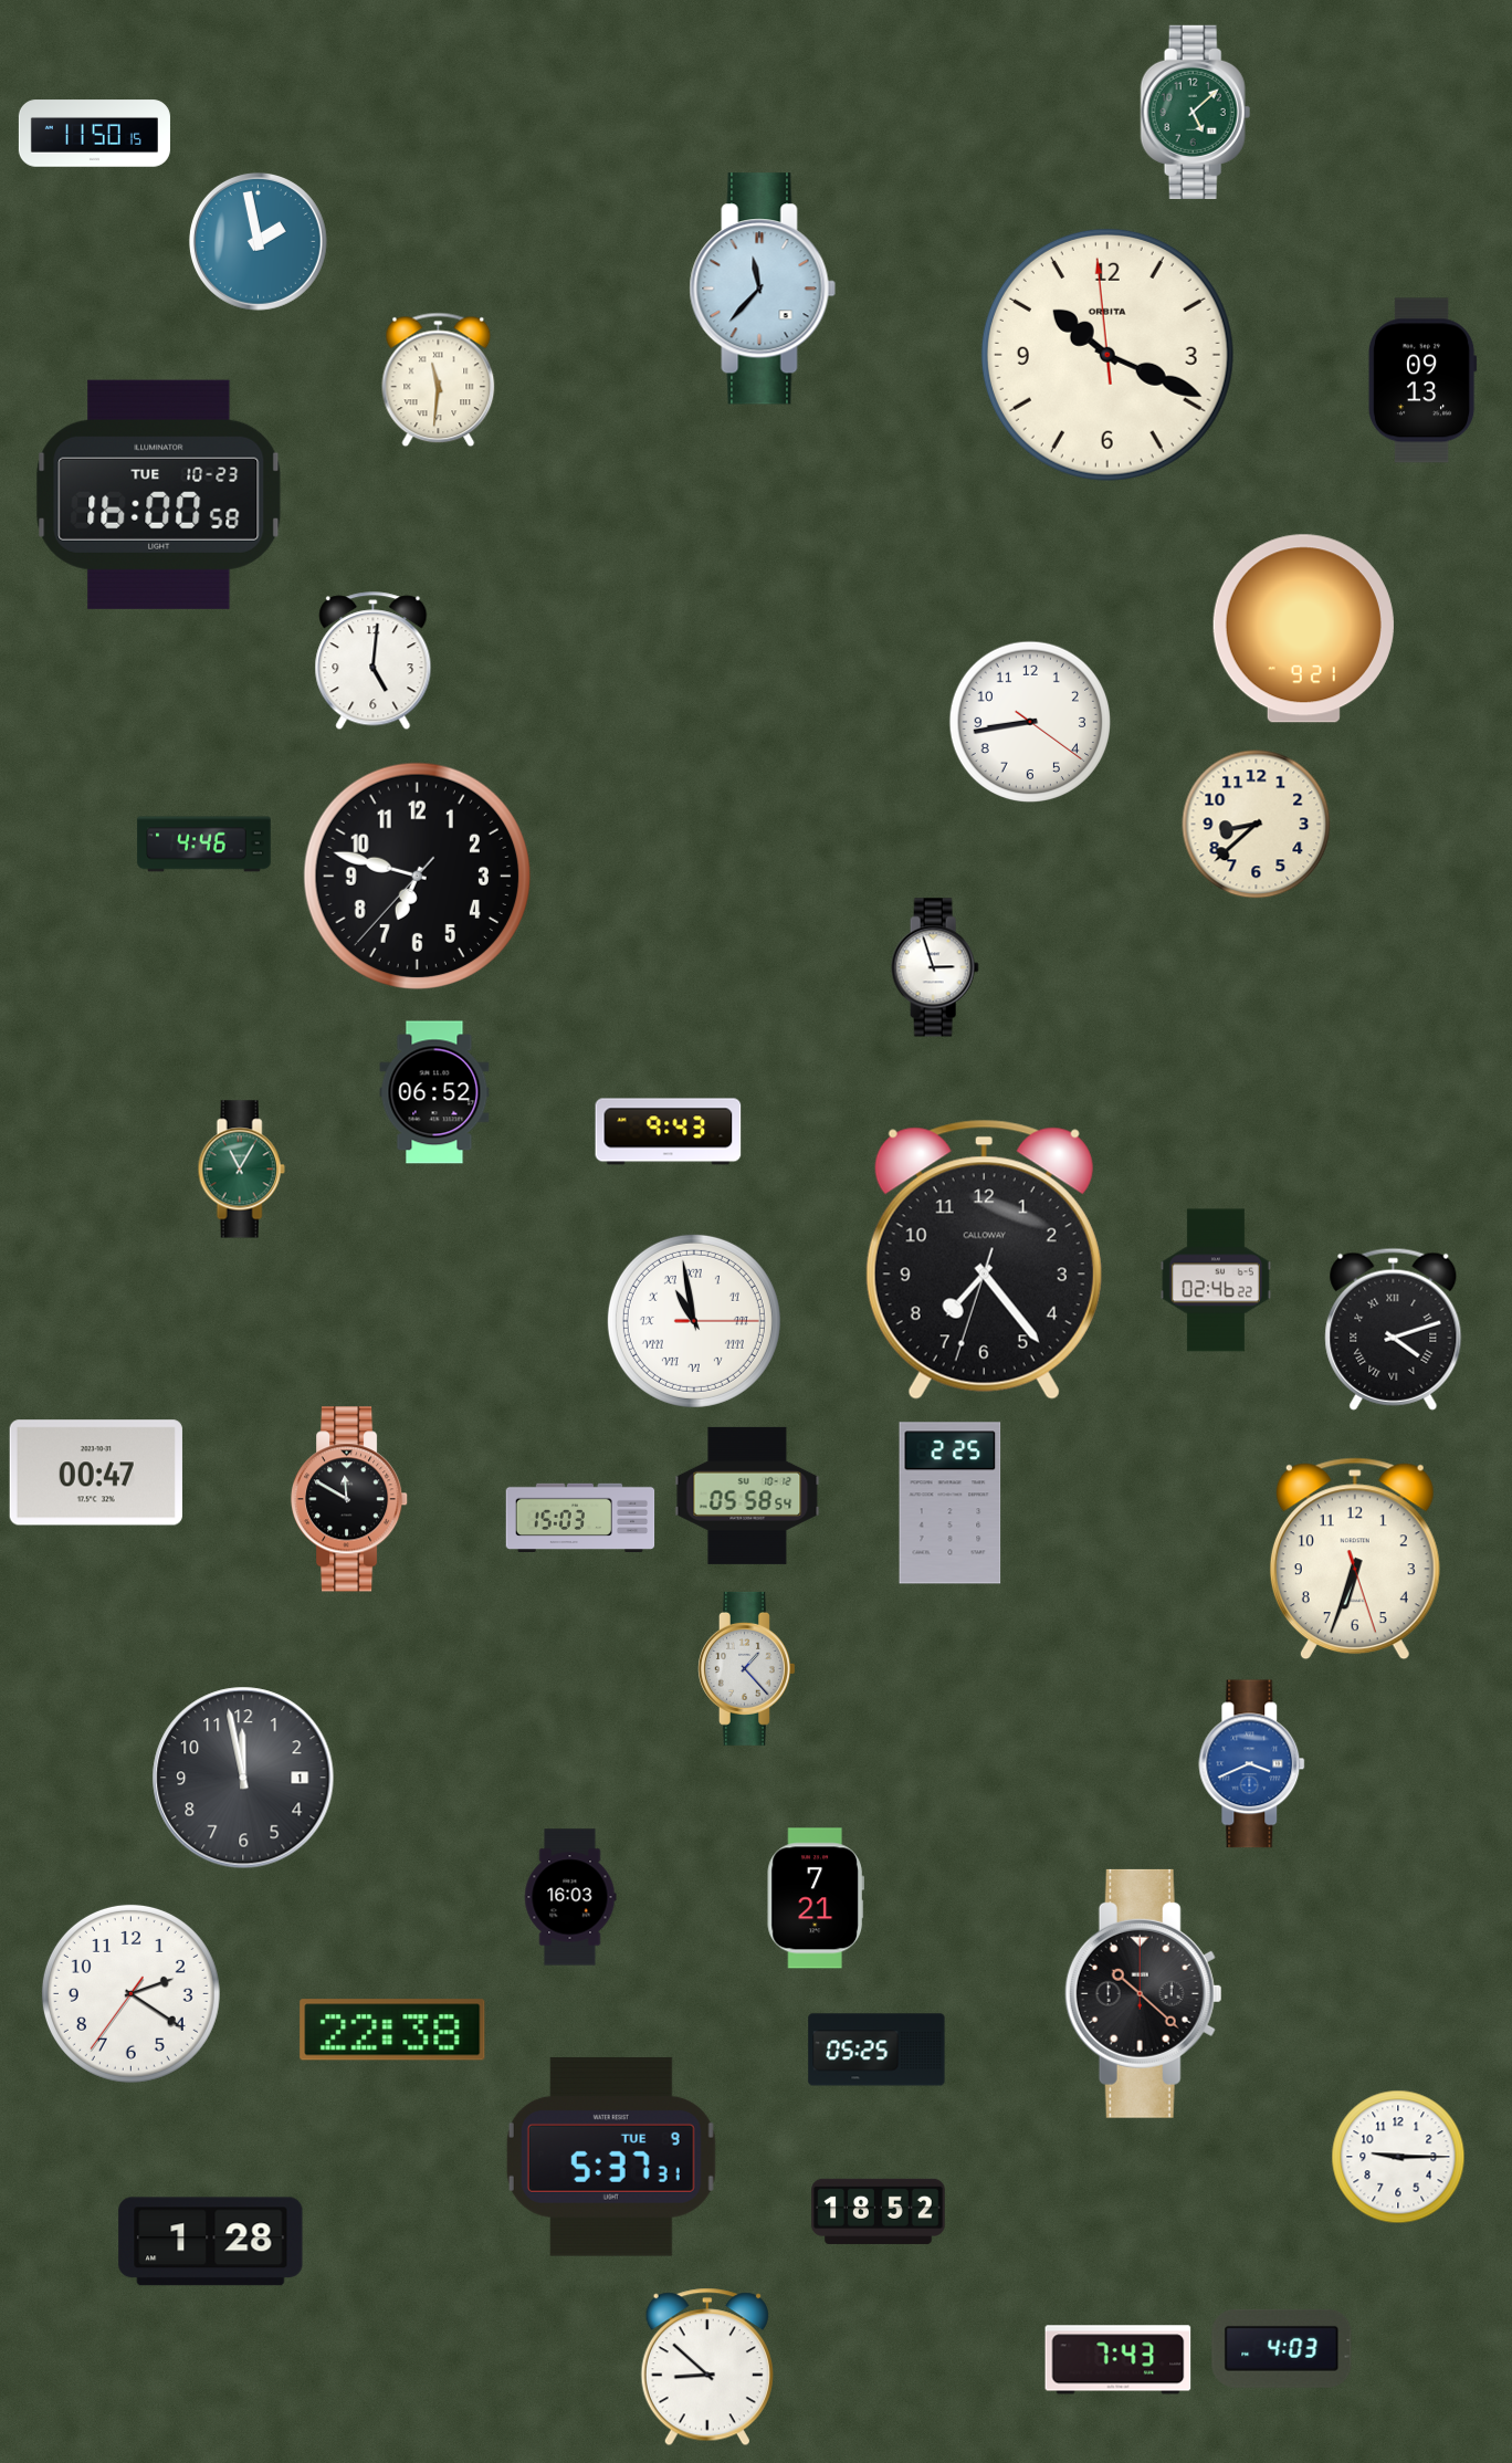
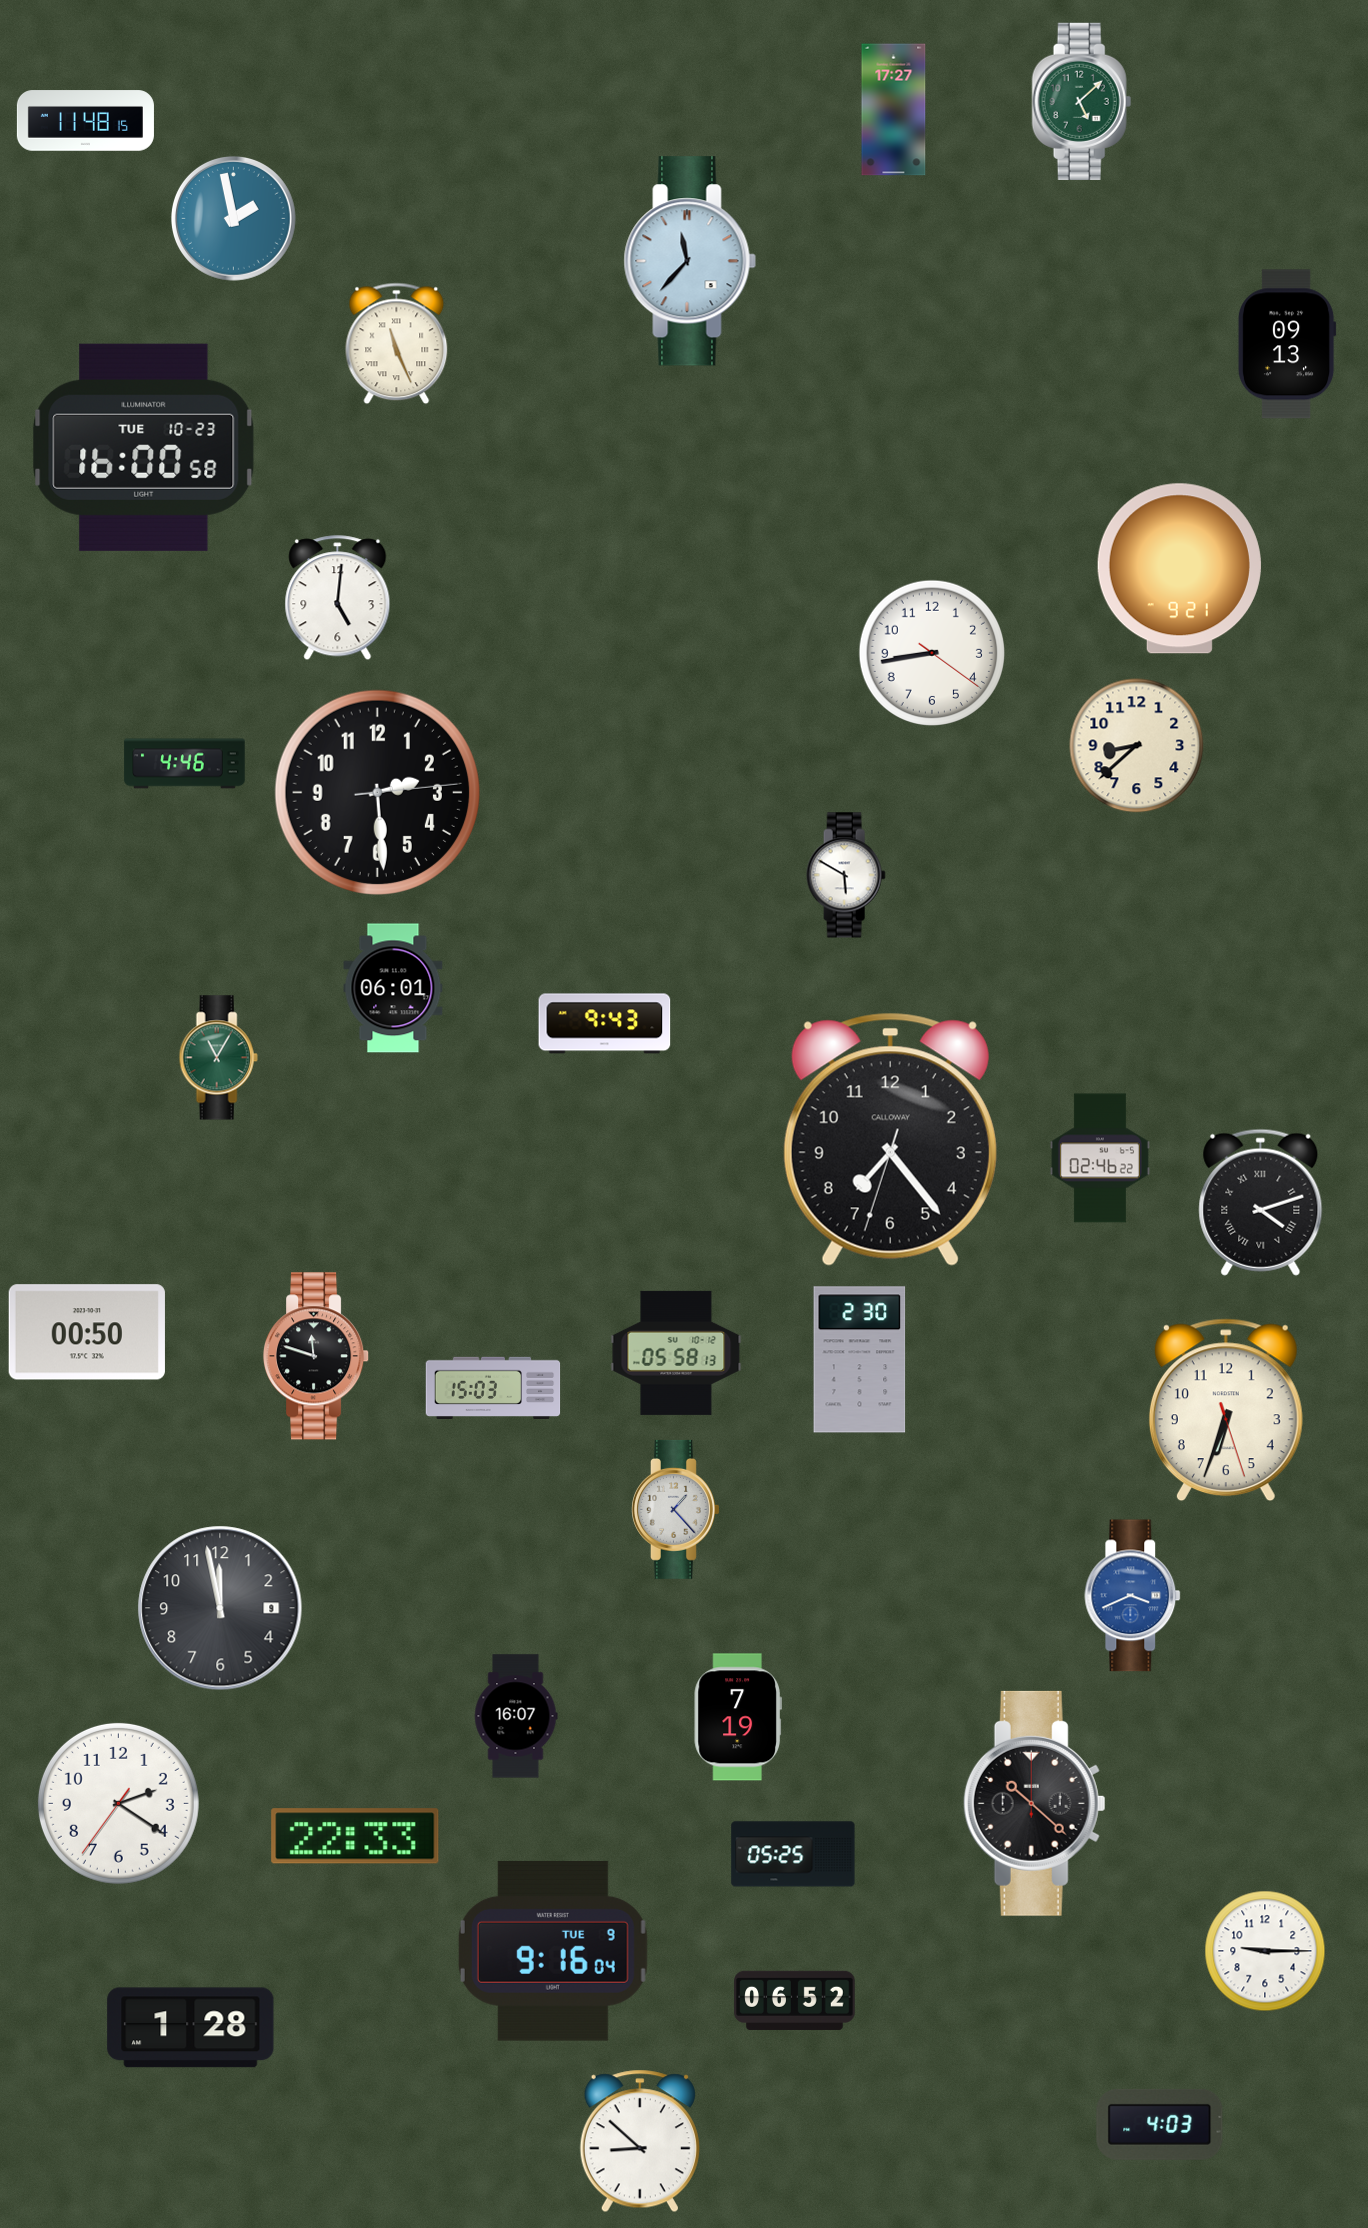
clock at (894, 110): none -> 17:27
clock at (94, 134): 11:50 -> 11:48
clock at (1107, 355): 10:18 -> none
clock at (439, 380): 11:31 -> 11:26
clock at (417, 876): 6:47 -> 2:29
clock at (935, 967): 2:57 -> 5:50
clock at (434, 1092): 06:52 -> 06:01
clock at (694, 1321): 10:58 -> none
clock at (96, 1472): 00:47 -> 00:50
clock at (747, 1496): 05:58:54 -> 05:58:13
clock at (349, 1499): 11:50 -> 11:48
clock at (951, 1503): 2:25 -> 2:30
clock at (580, 1517) position: (580, 1517) -> (493, 1387)
clock at (243, 1778) date: 1 -> 9
clock at (570, 1897): 16:03 -> 16:07
clock at (816, 1898): 7:21 -> 7:19
clock at (392, 2030): 22:38 -> 22:33
clock at (611, 2157): 5:37 -> 9:16
clock at (879, 2211): 18:52 -> 06:52
clock at (1119, 2360): 7:43 -> none
